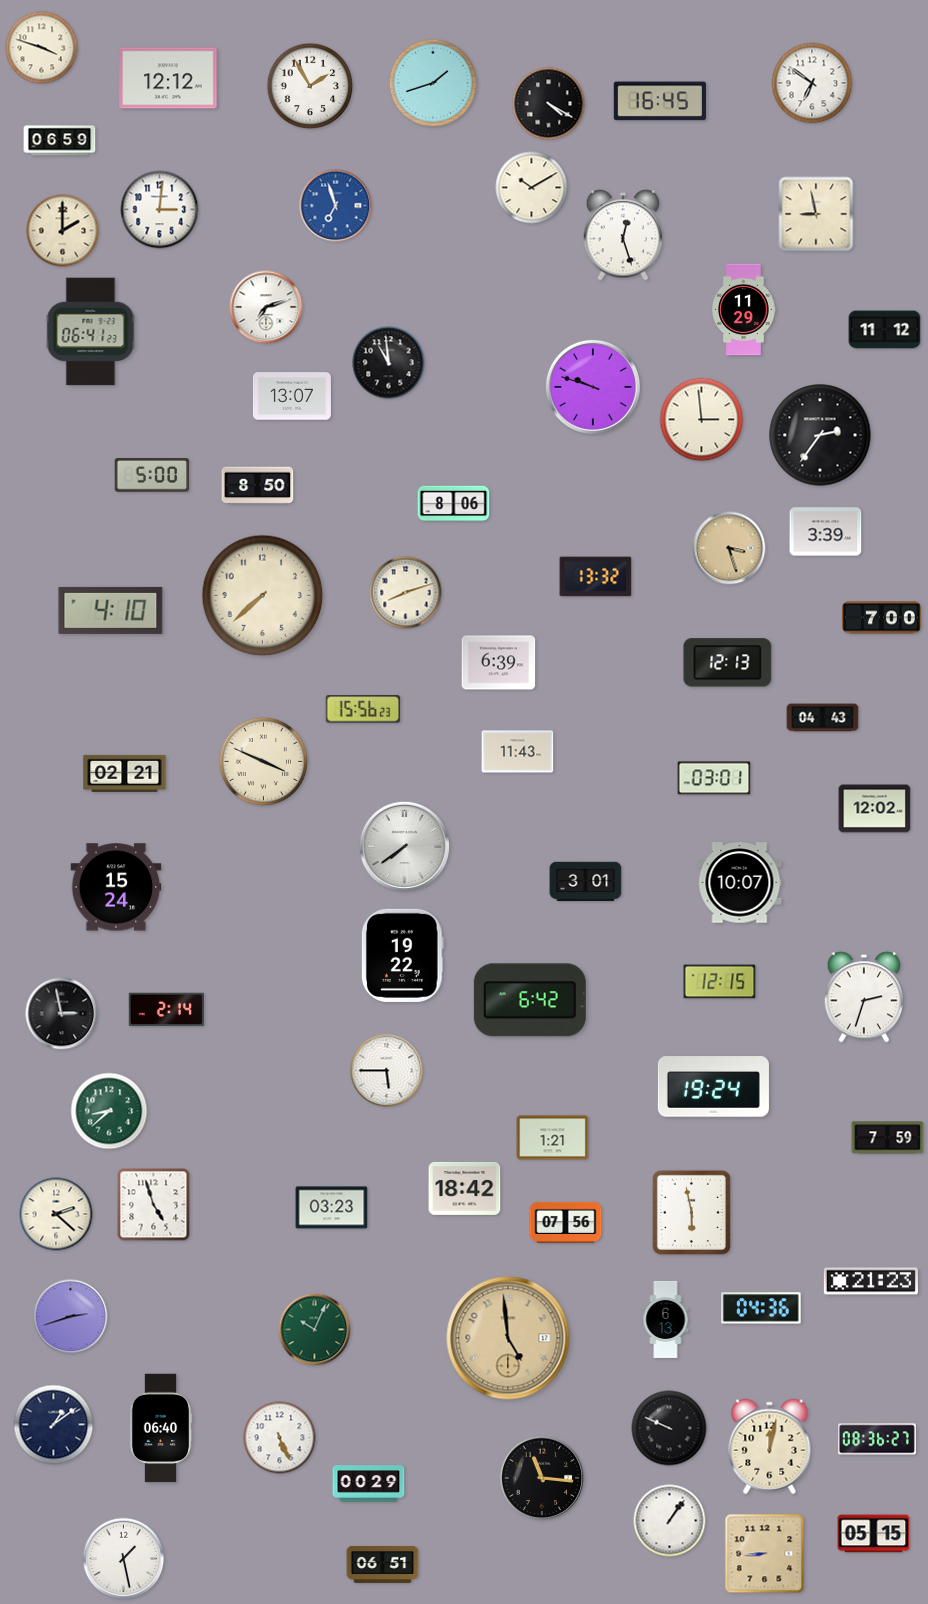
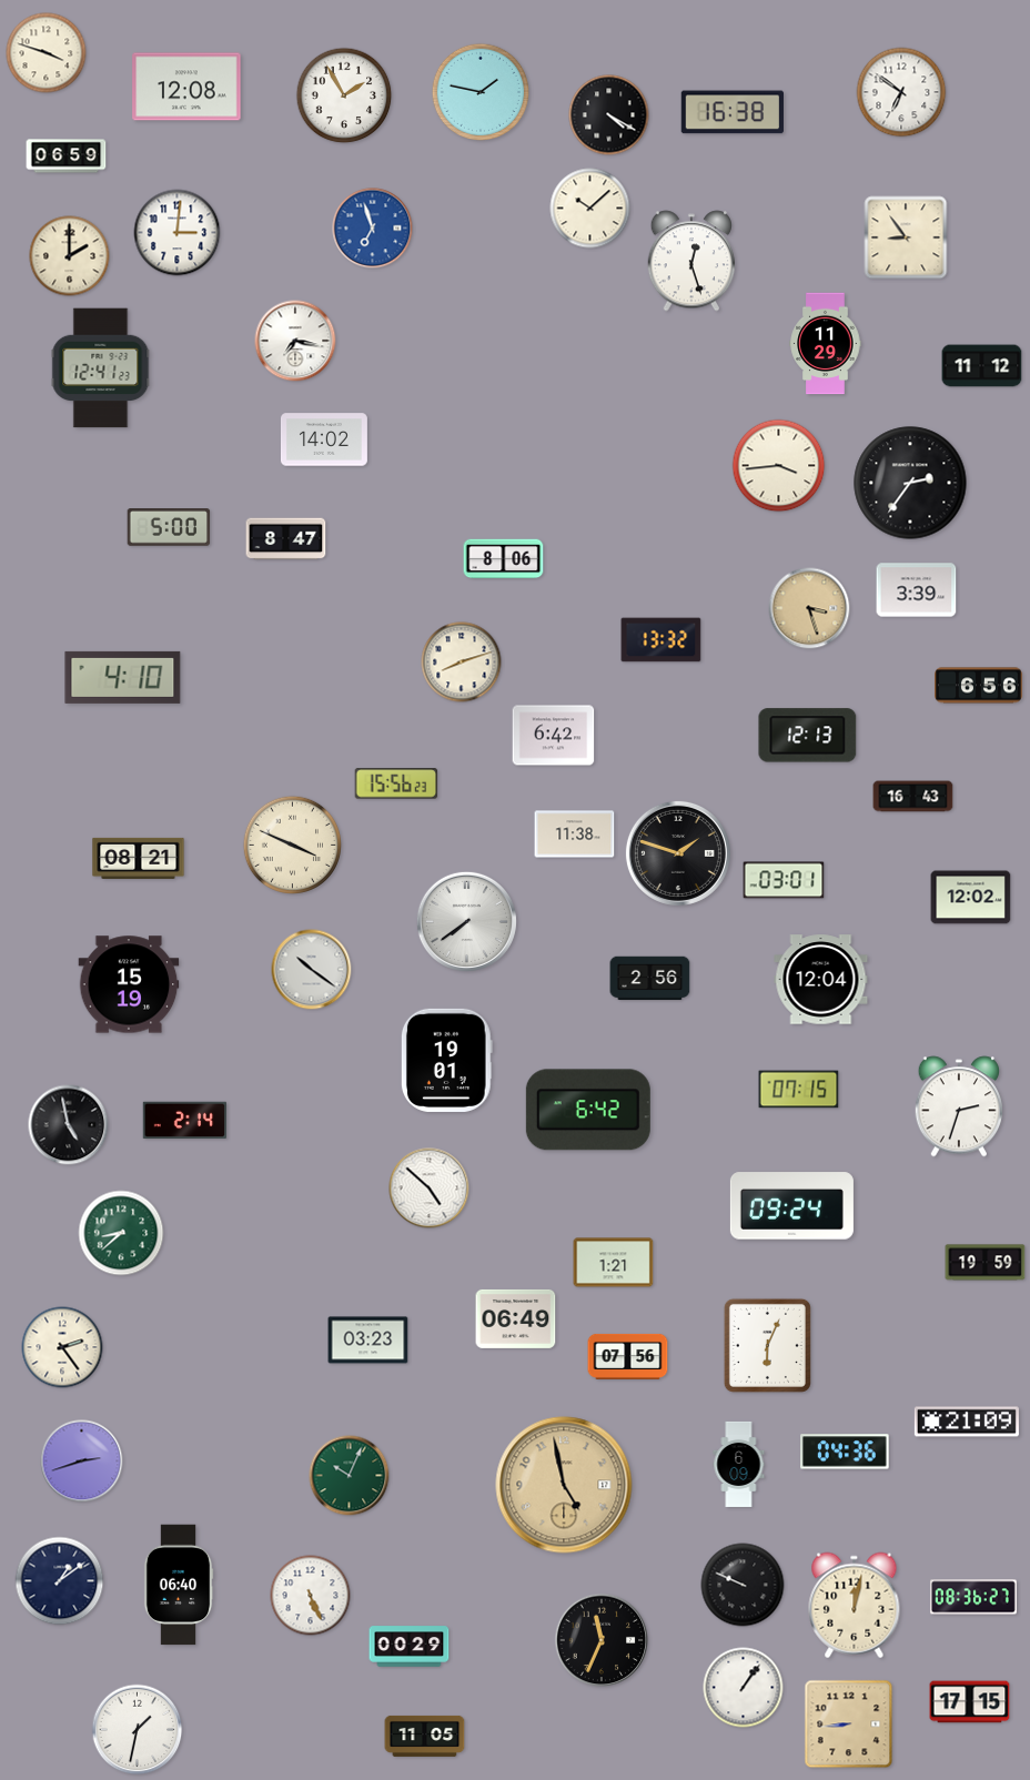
clock at (168, 78): 12:12 -> 12:08
clock at (433, 83): 1:42 -> 1:47
clock at (660, 101): 16:45 -> 16:38
clock at (532, 188): 10:10 -> 10:08
clock at (816, 214): 8:58 -> 8:54
clock at (266, 307): 7:12 -> 7:17
clock at (91, 332): 06:41 -> 12:41
clock at (389, 363): 10:59 -> none
clock at (593, 387): 9:48 -> none
clock at (292, 396): 13:07 -> 14:02
clock at (702, 420): 2:59 -> 3:44
clock at (258, 486): 8:50 -> 8:47
clock at (406, 593) position: (406, 593) -> (462, 663)
clock at (263, 596): 7:38 -> none
clock at (882, 618): 7:00 -> 6:56
clock at (499, 663): 6:39 -> 6:42
clock at (363, 709) position: (363, 709) -> (396, 783)
clock at (823, 718): 04:43 -> 16:43
clock at (518, 752): 11:43 -> 11:38
clock at (678, 853): none -> 1:48
clock at (125, 773): 02:21 -> 08:21
clock at (714, 778) position: (714, 778) -> (784, 880)
clock at (404, 846) position: (404, 846) -> (466, 921)
clock at (312, 970): none -> 10:21
clock at (586, 882): 3:01 -> 2:56
clock at (740, 883): 10:07 -> 12:04
clock at (116, 887): 15:24 -> 15:19
clock at (402, 955): 19:22 -> 19:01
clock at (720, 982): 12:15 -> 07:15
clock at (62, 1014): 2:58 -> 4:58
clock at (387, 1071): 5:45 -> 4:52
clock at (713, 1087): 19:24 -> 09:24
clock at (888, 1138): 7:59 -> 19:59
clock at (465, 1188): 18:42 -> 06:49
clock at (154, 1205): 4:57 -> none
clock at (691, 1212): 5:58 -> 6:04
clock at (56, 1214): 2:22 -> 2:24
clock at (871, 1281): 21:23 -> 21:09
clock at (71, 1317) position: (71, 1317) -> (82, 1462)
clock at (666, 1319): 6:13 -> 6:09
clock at (508, 1338): 4:59 -> 4:58
clock at (542, 1478): 11:16 -> 11:34
clock at (874, 1534): 05:15 -> 17:15
clock at (124, 1559): 1:28 -> 1:32
clock at (383, 1564): 06:51 -> 11:05
